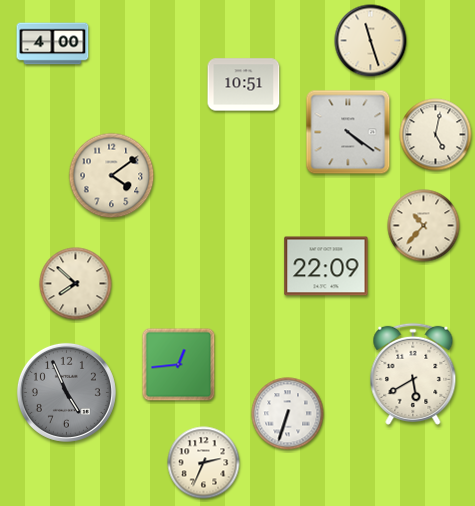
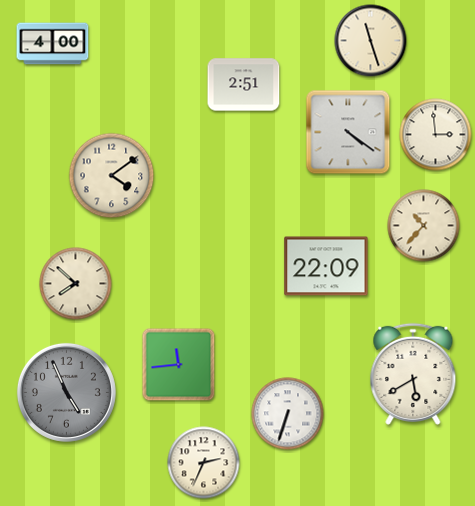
clock at (244, 85): 10:51 -> 2:51
clock at (436, 135): 5:02 -> 2:59
clock at (179, 365): 12:44 -> 11:44
